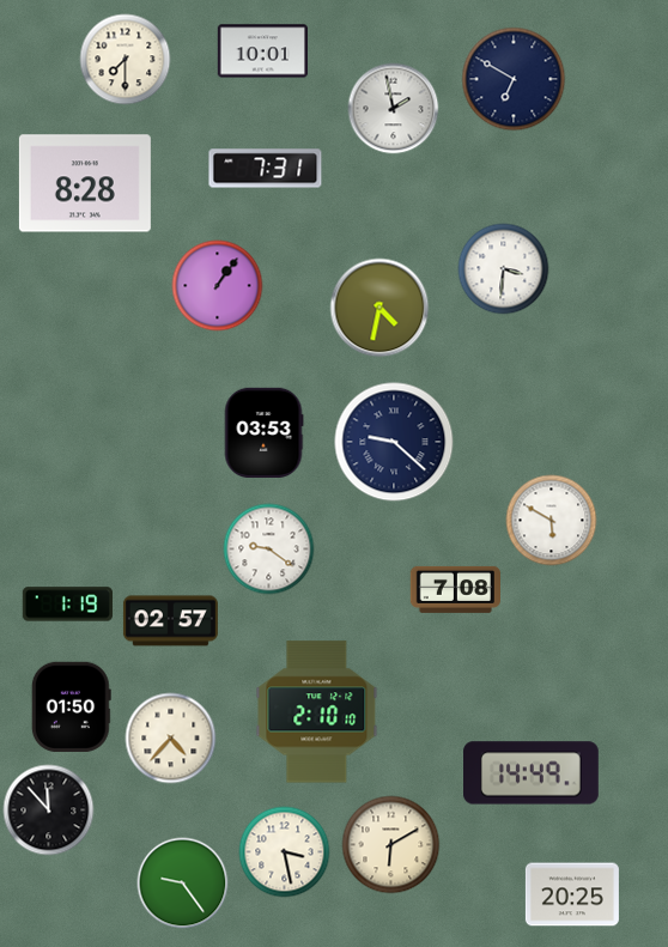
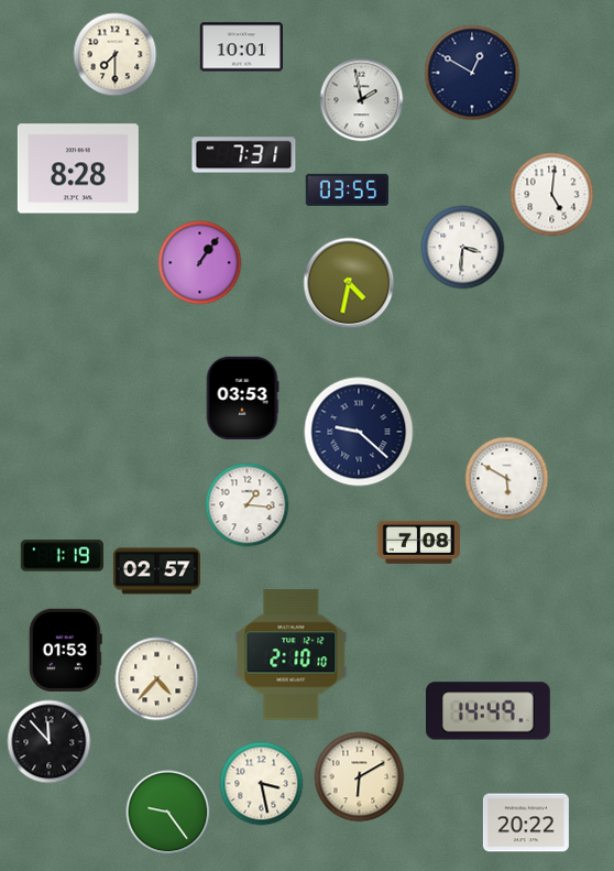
clock at (514, 79): 6:50 -> 12:50
clock at (347, 189): none -> 03:55
clock at (552, 195): none -> 5:01
clock at (394, 442) position: (394, 442) -> (359, 432)
clock at (269, 550): 9:21 -> 1:16
clock at (71, 706): 01:50 -> 01:53
clock at (49, 811) position: (49, 811) -> (50, 742)
clock at (572, 894): 20:25 -> 20:22
